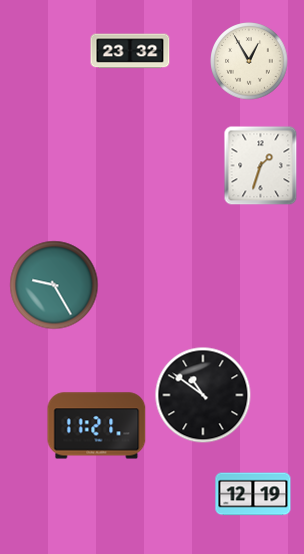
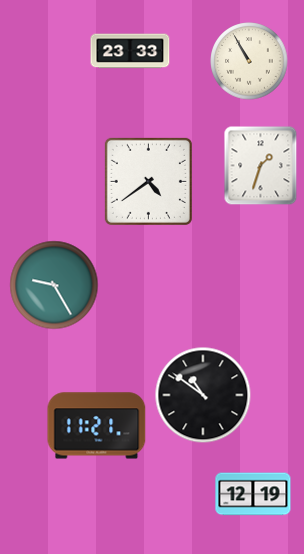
clock at (130, 51): 23:32 -> 23:33
clock at (249, 61): 12:55 -> 10:55
clock at (148, 181): none -> 4:39
